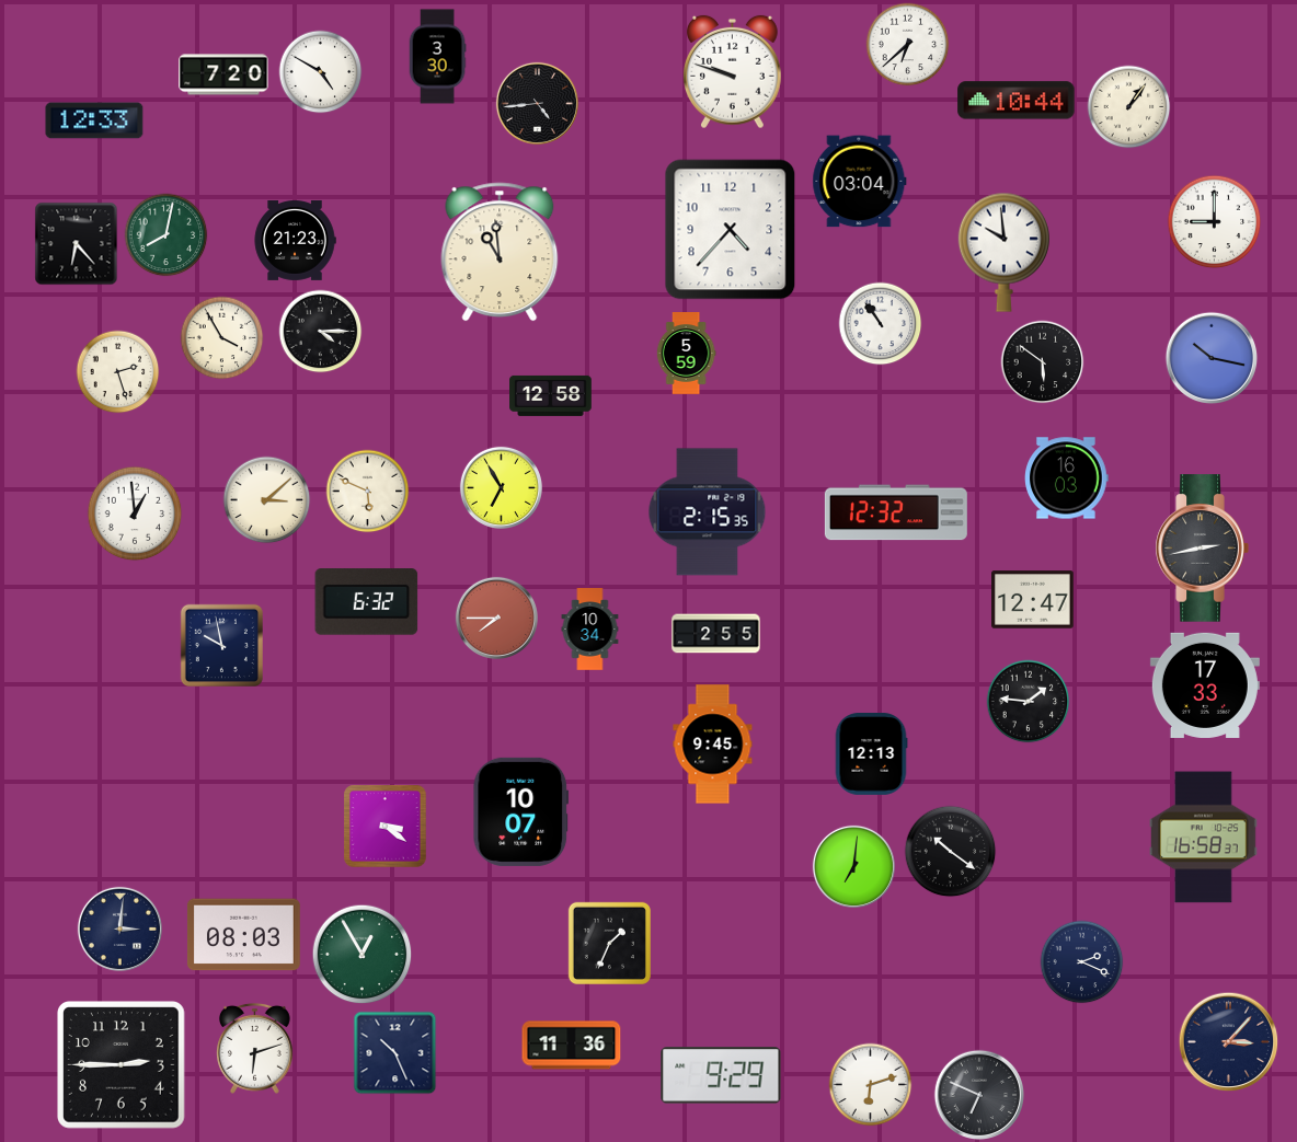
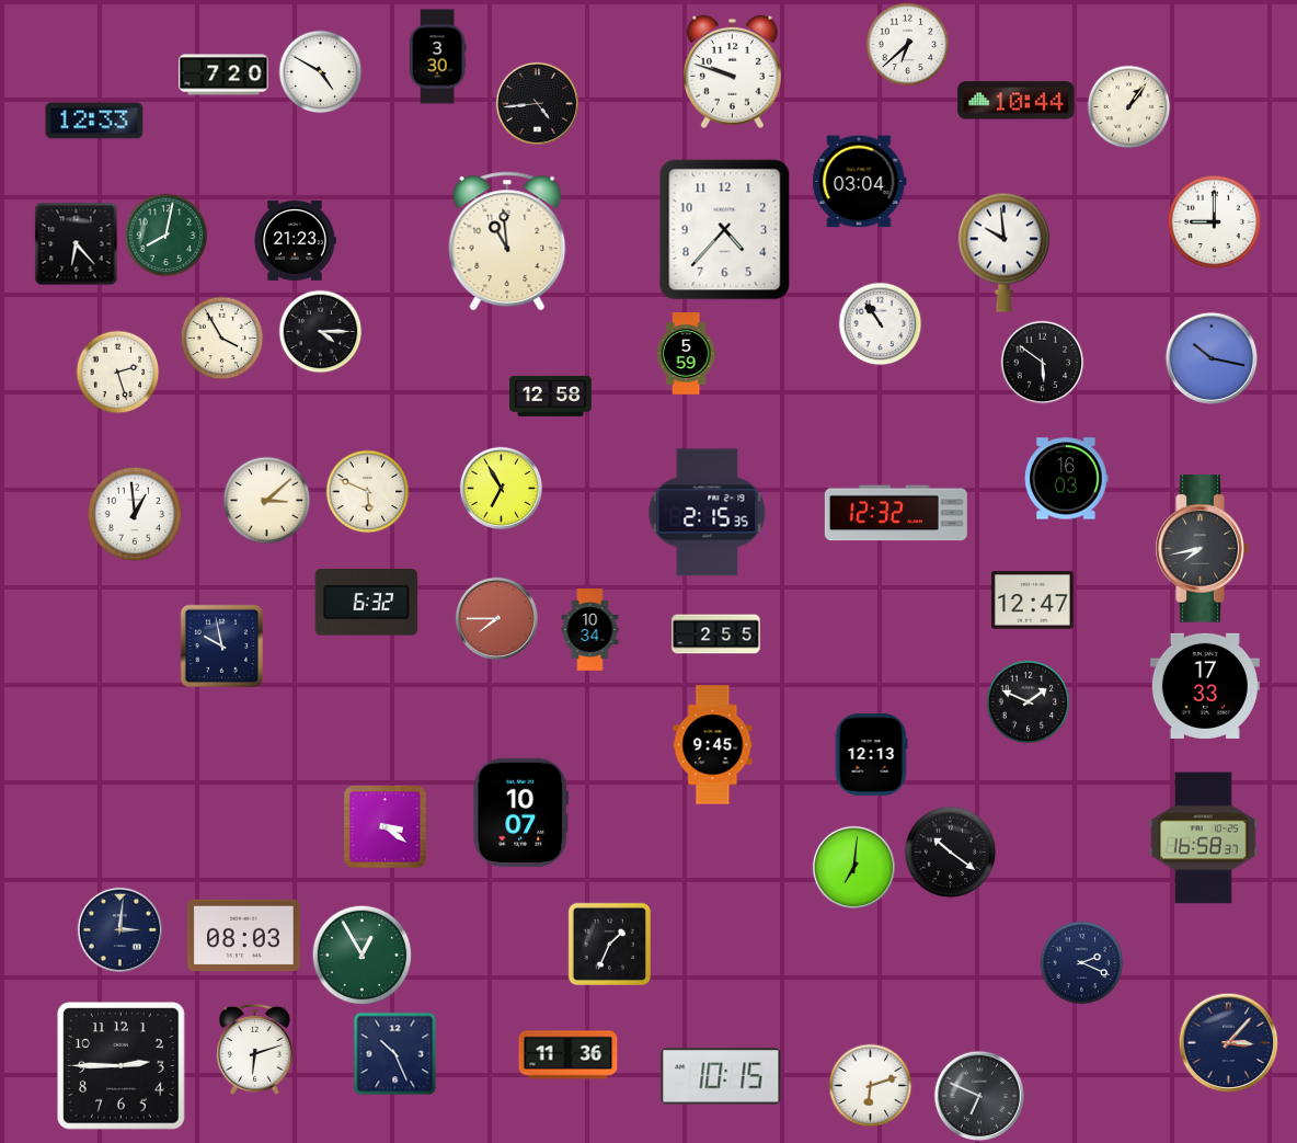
clock at (731, 230) position: (731, 230) -> (725, 230)
clock at (500, 252) position: (500, 252) -> (507, 241)
clock at (1202, 549): 2:43 -> 7:43
clock at (1029, 702): 1:46 -> 1:49
clock at (572, 1046) position: (572, 1046) -> (569, 1055)
clock at (721, 1075): 9:29 -> 10:15
